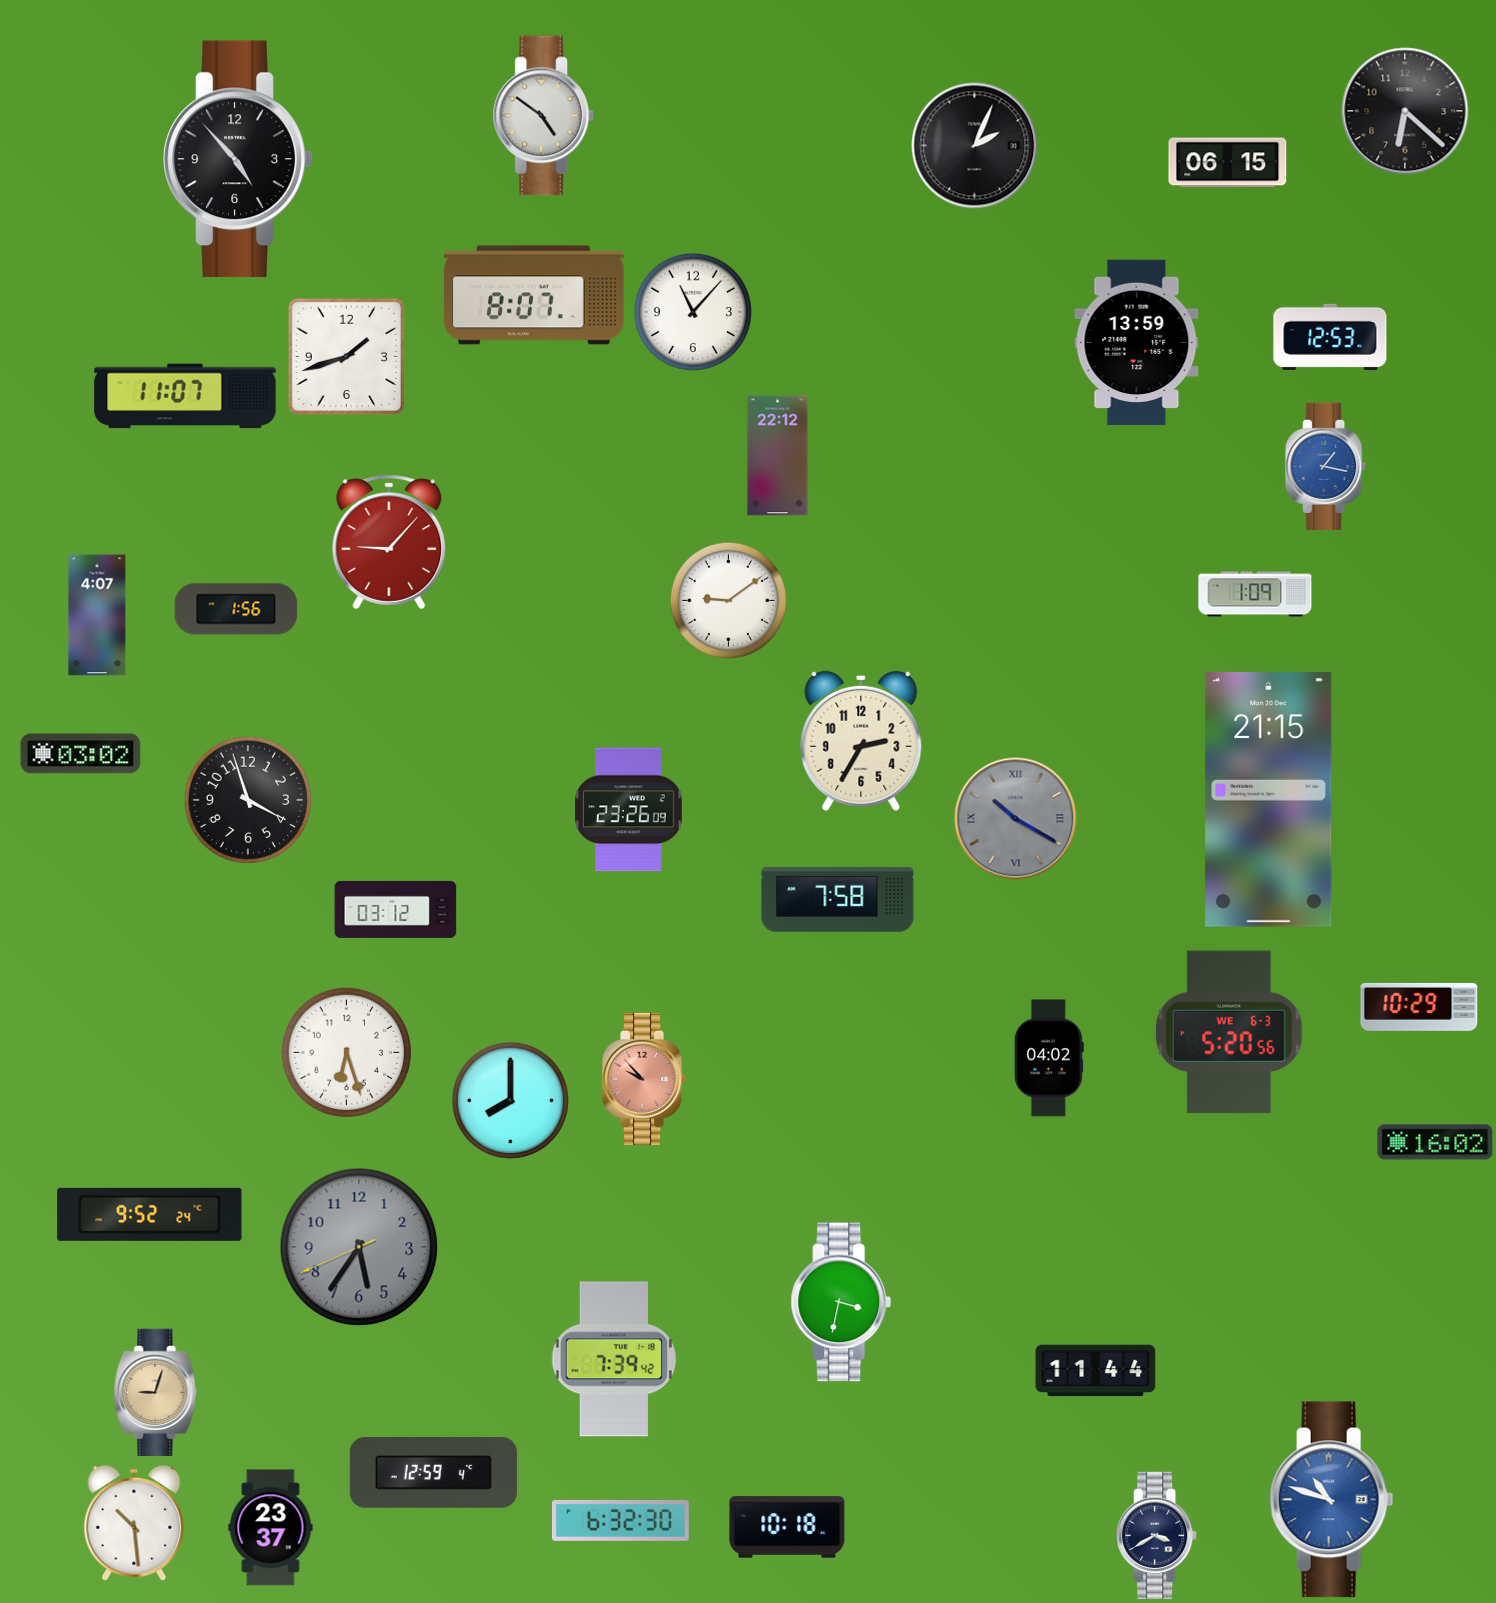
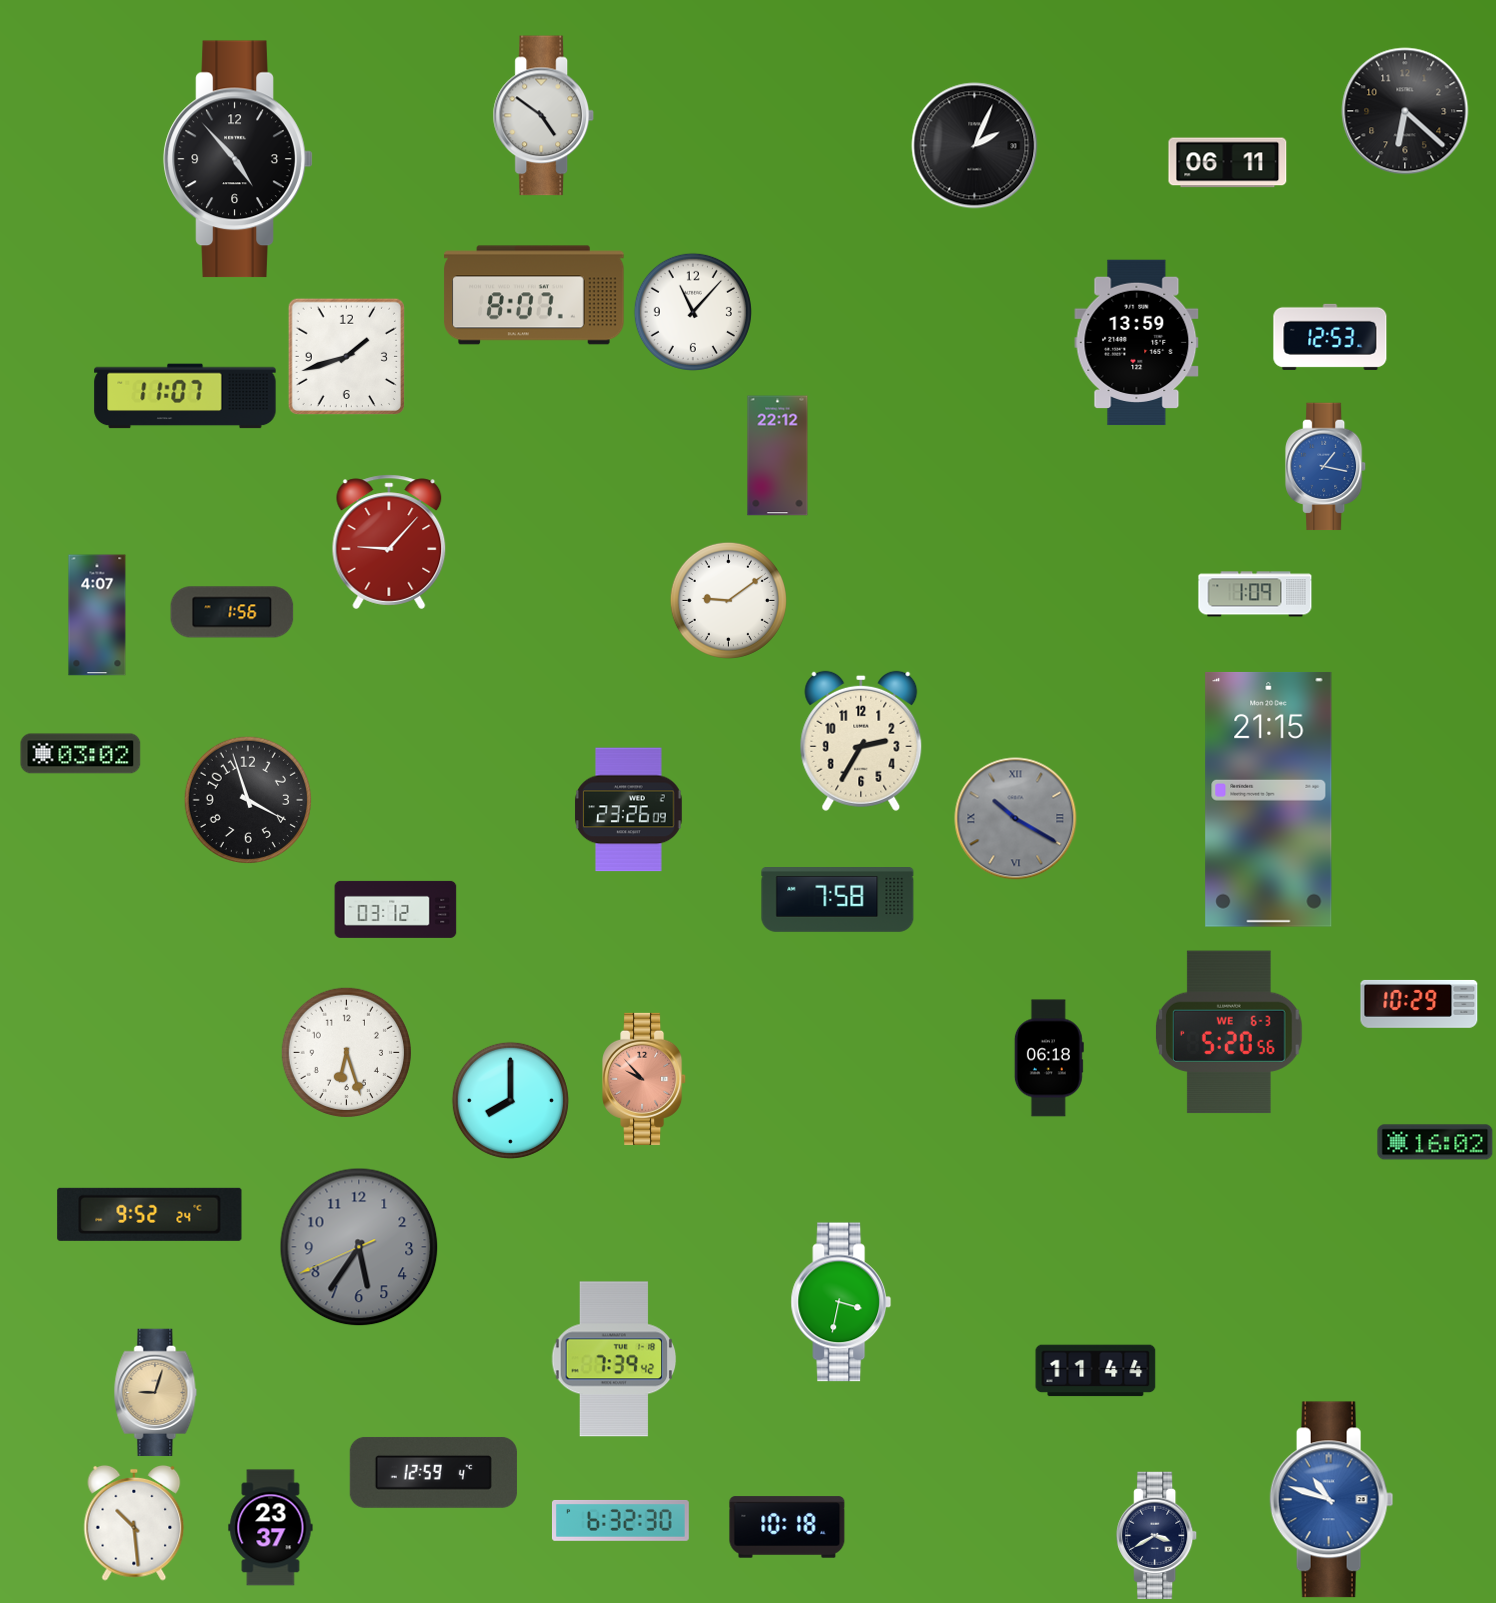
clock at (1228, 163): 06:15 -> 06:11
clock at (236, 609) position: (236, 609) -> (232, 612)
clock at (1419, 1007) position: (1419, 1007) -> (1419, 1004)
clock at (1049, 1058): 04:02 -> 06:18
